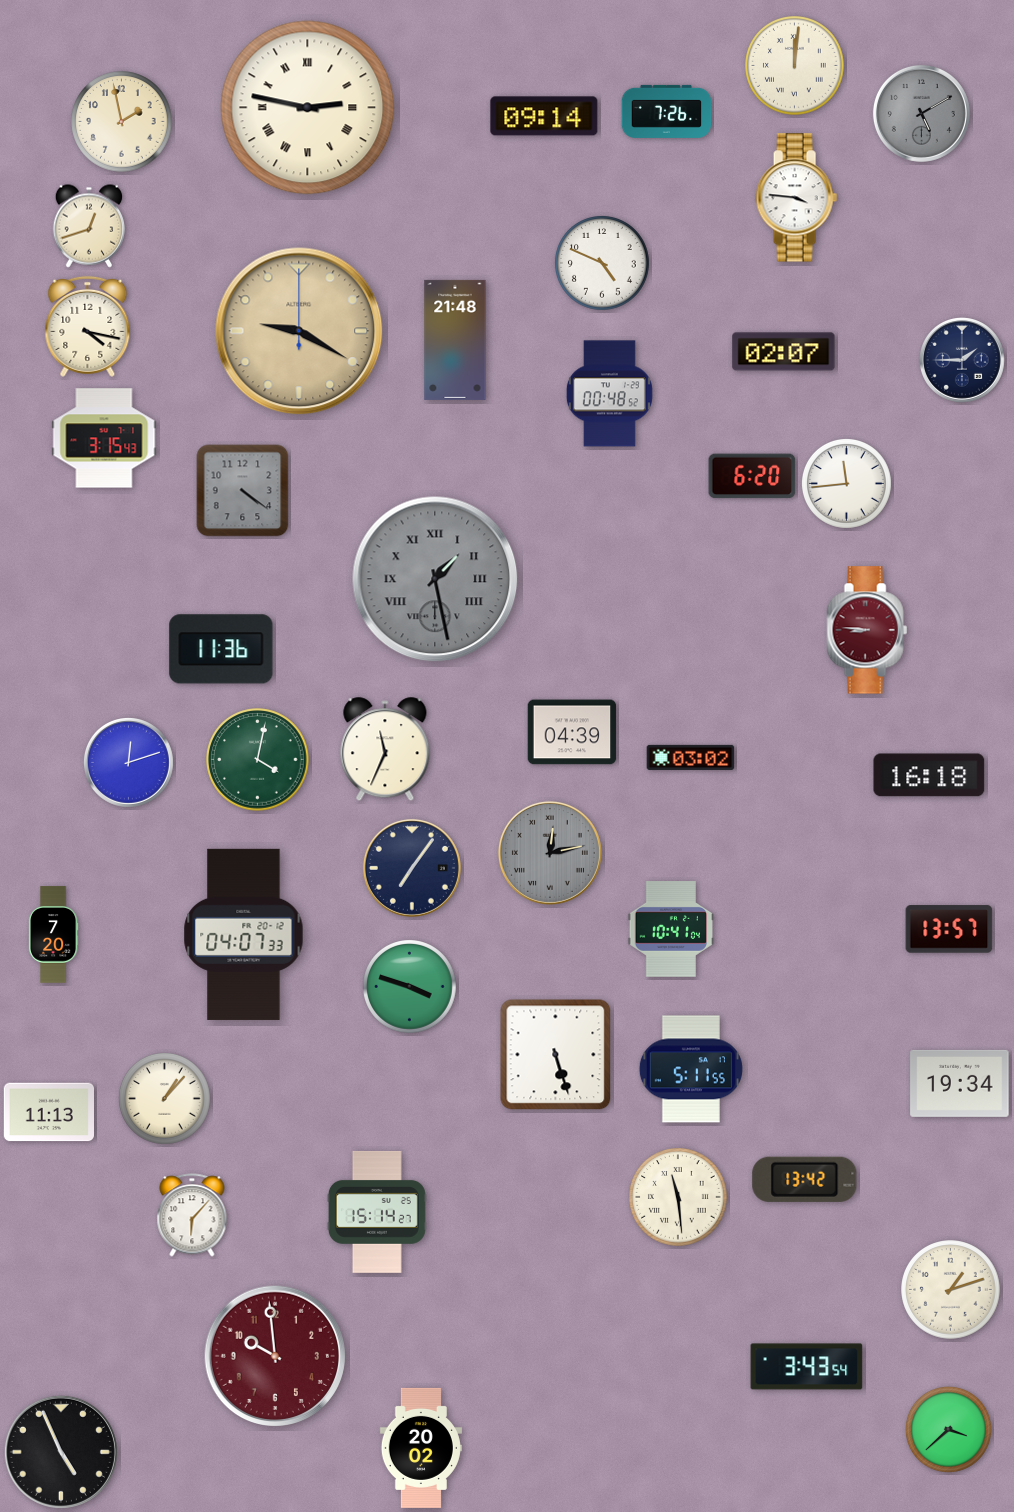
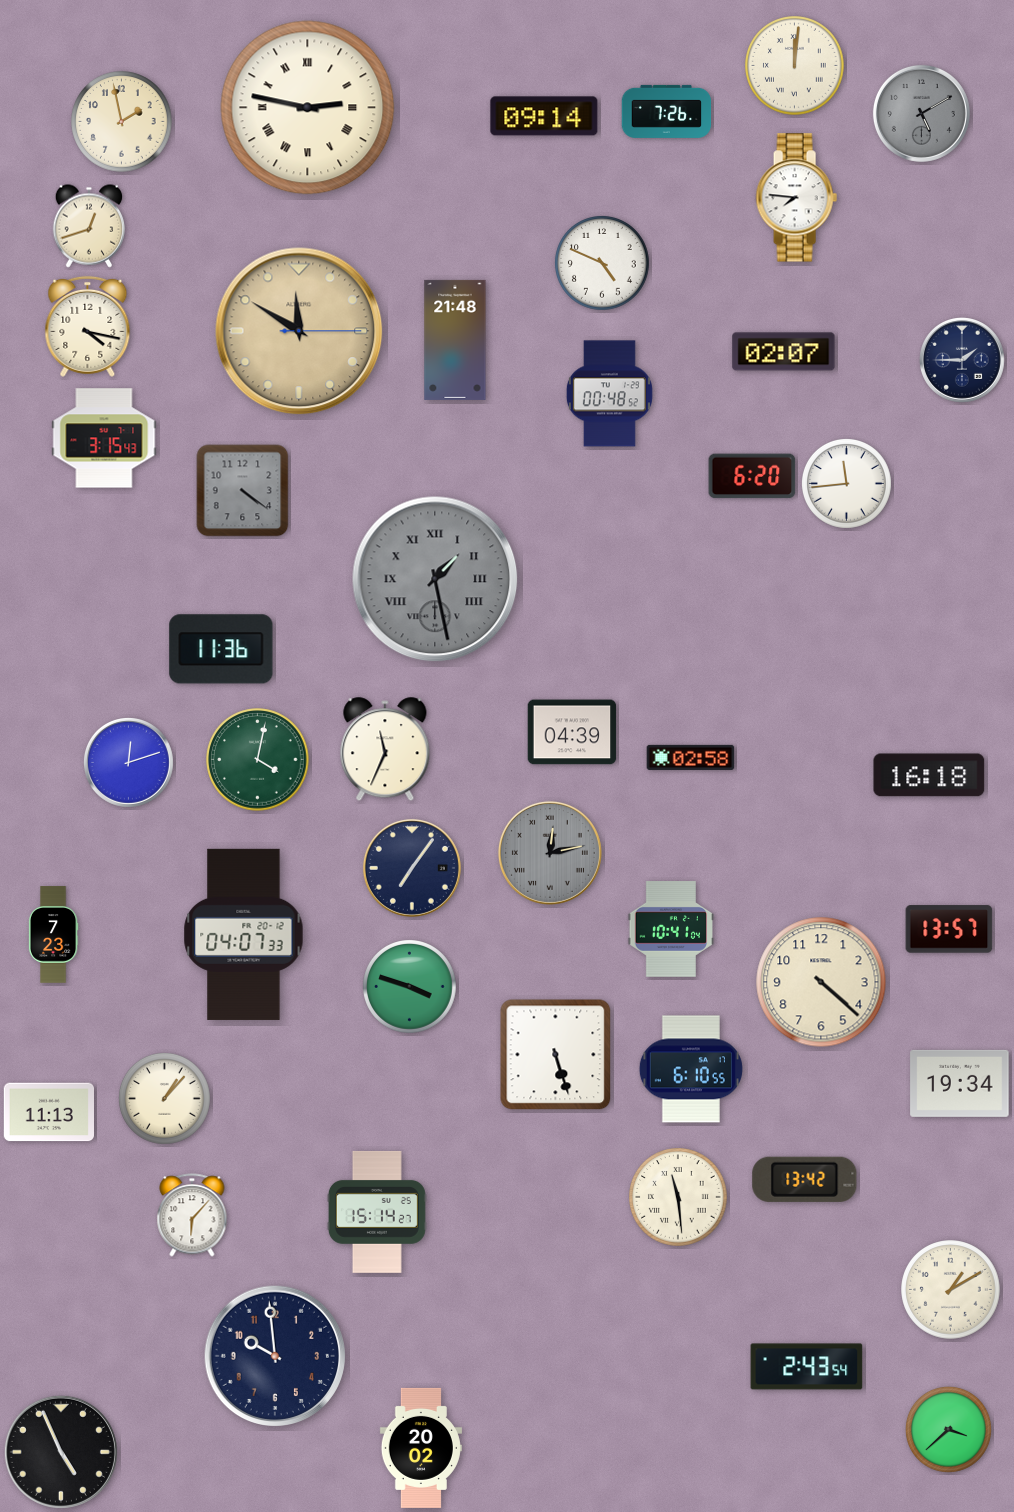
clock at (796, 198): 3:46 -> 7:46
clock at (299, 331): 9:20 -> 11:50
clock at (867, 630): 8:46 -> none
clock at (691, 757): 03:02 -> 02:58
clock at (53, 935): 7:20 -> 7:23
clock at (821, 982): none -> 4:22
clock at (691, 1069): 5:11 -> 6:10
clock at (951, 1290): 1:12 -> 1:10
clock at (275, 1356) dial: burgundy -> navy
clock at (807, 1367): 3:43 -> 2:43
